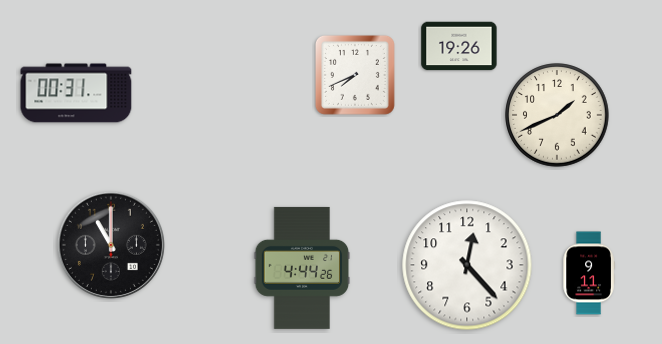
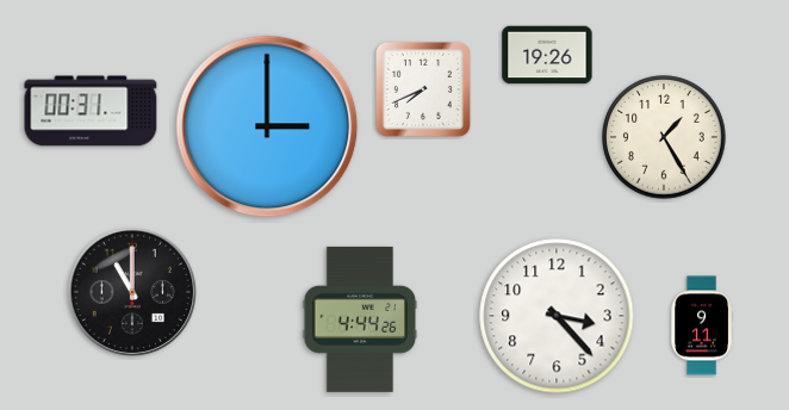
clock at (267, 126): none -> 3:00
clock at (557, 115): 1:41 -> 1:25
clock at (467, 265): 12:23 -> 3:23
